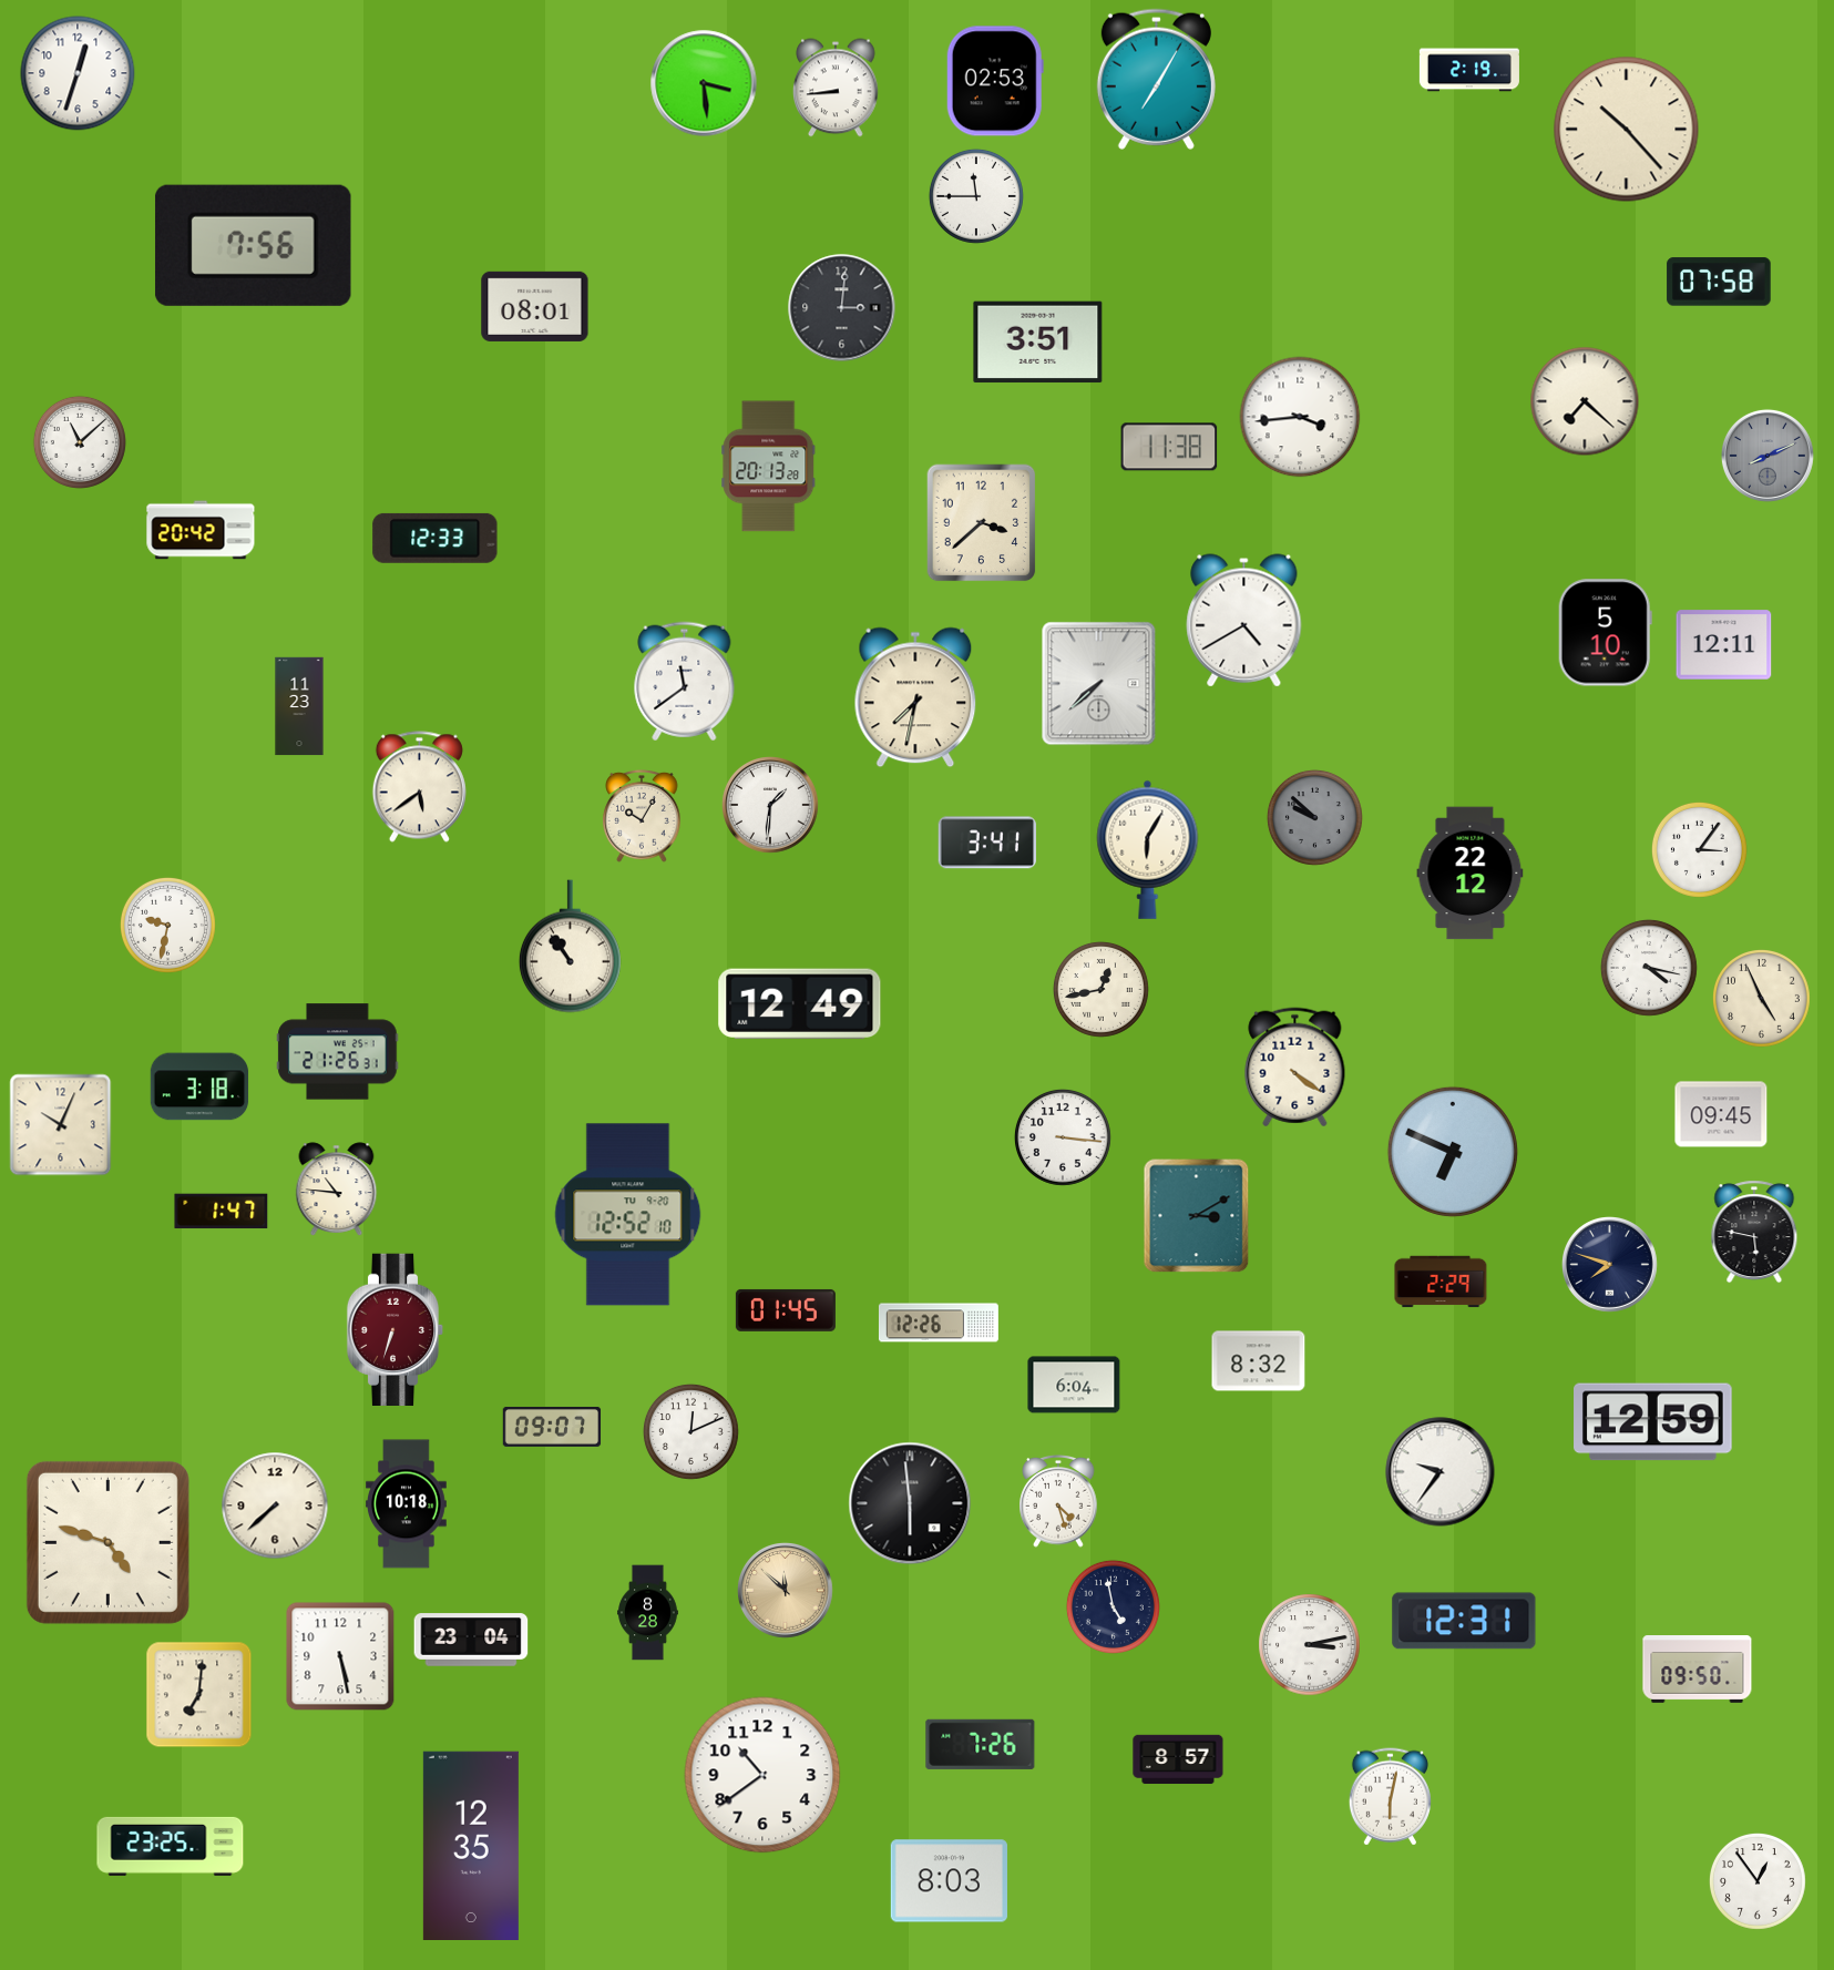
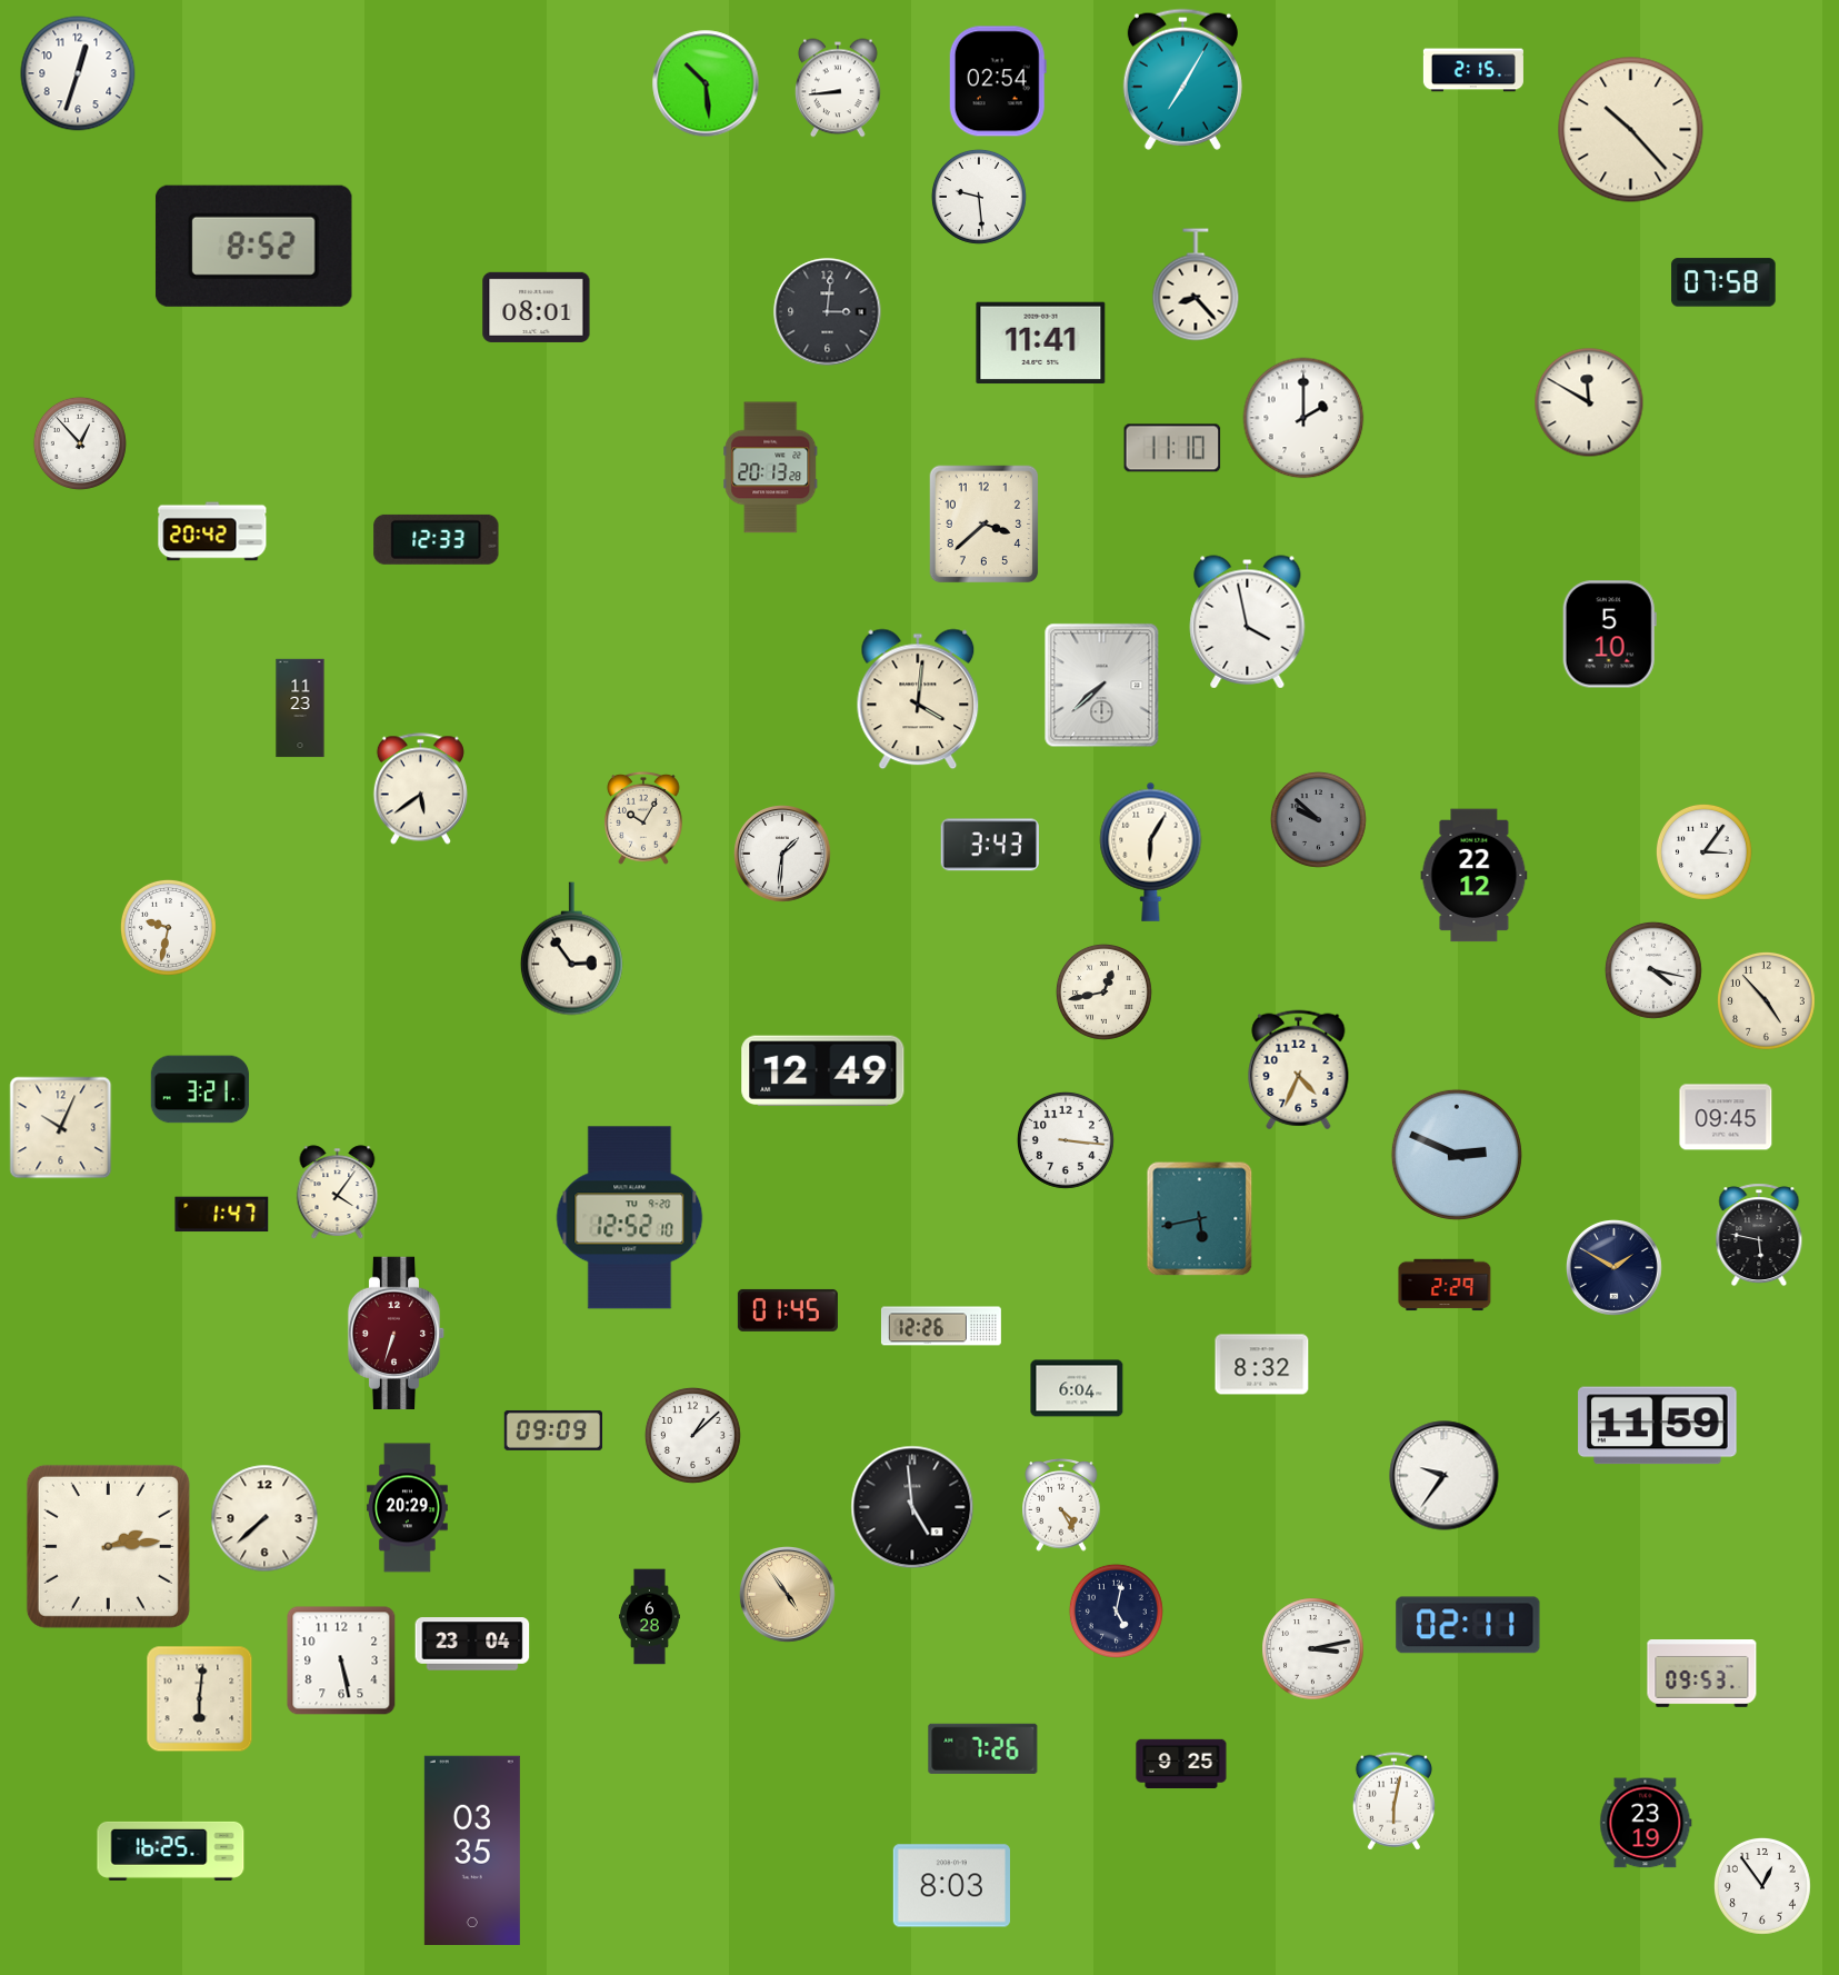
clock at (1469, 70): 2:19 -> 2:15
clock at (1156, 79) position: (1156, 79) -> (1182, 79)
clock at (995, 81): 02:53 -> 02:54
clock at (704, 83): 3:29 -> 10:29
clock at (976, 196): 11:45 -> 9:29
clock at (253, 245): 7:56 -> 8:52
clock at (1196, 285): none -> 8:23
clock at (842, 308) position: (842, 308) -> (828, 312)
clock at (1038, 343): 3:51 -> 11:41
clock at (1585, 401): 7:22 -> 11:50
clock at (1300, 417): 3:44 -> 2:00
clock at (80, 442): 11:08 -> 12:53
clock at (1169, 447): 11:38 -> 11:10
clock at (1768, 456): 8:11 -> none
clock at (201, 530) position: (201, 530) -> (212, 531)
clock at (1244, 621): 4:40 -> 3:58
clock at (1724, 645): 12:11 -> none
clock at (685, 682): 11:39 -> none
clock at (915, 697): 7:32 -> 4:01
clock at (771, 806) position: (771, 806) -> (783, 855)
clock at (987, 843): 3:41 -> 3:43
clock at (570, 947): 10:54 -> 2:54
clock at (1762, 999): 4:56 -> 4:53
clock at (800, 1004) position: (800, 1004) -> (823, 1071)
clock at (338, 1052): 21:26 -> none
clock at (1295, 1068): 4:21 -> 4:34
clock at (199, 1086): 3:18 -> 3:21
clock at (1453, 1152): 6:49 -> 2:49
clock at (337, 1190): 10:46 -> 4:06
clock at (1197, 1216): 3:10 -> 5:43
clock at (1610, 1265): 7:48 -> 1:50
clock at (786, 1310) position: (786, 1310) -> (788, 1310)
clock at (1653, 1422): 12:59 -> 11:59
clock at (552, 1427): 09:07 -> 09:09
clock at (690, 1431): 12:11 -> 1:08
clock at (1058, 1502): 4:27 -> 4:25
clock at (910, 1503): 5:59 -> 4:59
clock at (407, 1504): 10:18 -> 20:29
clock at (275, 1505) position: (275, 1505) -> (264, 1518)
clock at (107, 1542): 4:48 -> 2:14
clock at (786, 1591): 11:52 -> 4:54
clock at (1113, 1606): 4:58 -> 5:02
clock at (648, 1613): 8:28 -> 6:28
clock at (1464, 1621): 12:31 -> 02:11
clock at (1698, 1670): 09:50 -> 09:53
clock at (199, 1695): 7:01 -> 6:01
clock at (1178, 1759): 8:57 -> 9:25
clock at (762, 1775): 10:39 -> none
clock at (1646, 1823): none -> 23:19
clock at (471, 1845): 12:35 -> 03:35
clock at (171, 1846): 23:25 -> 16:25
